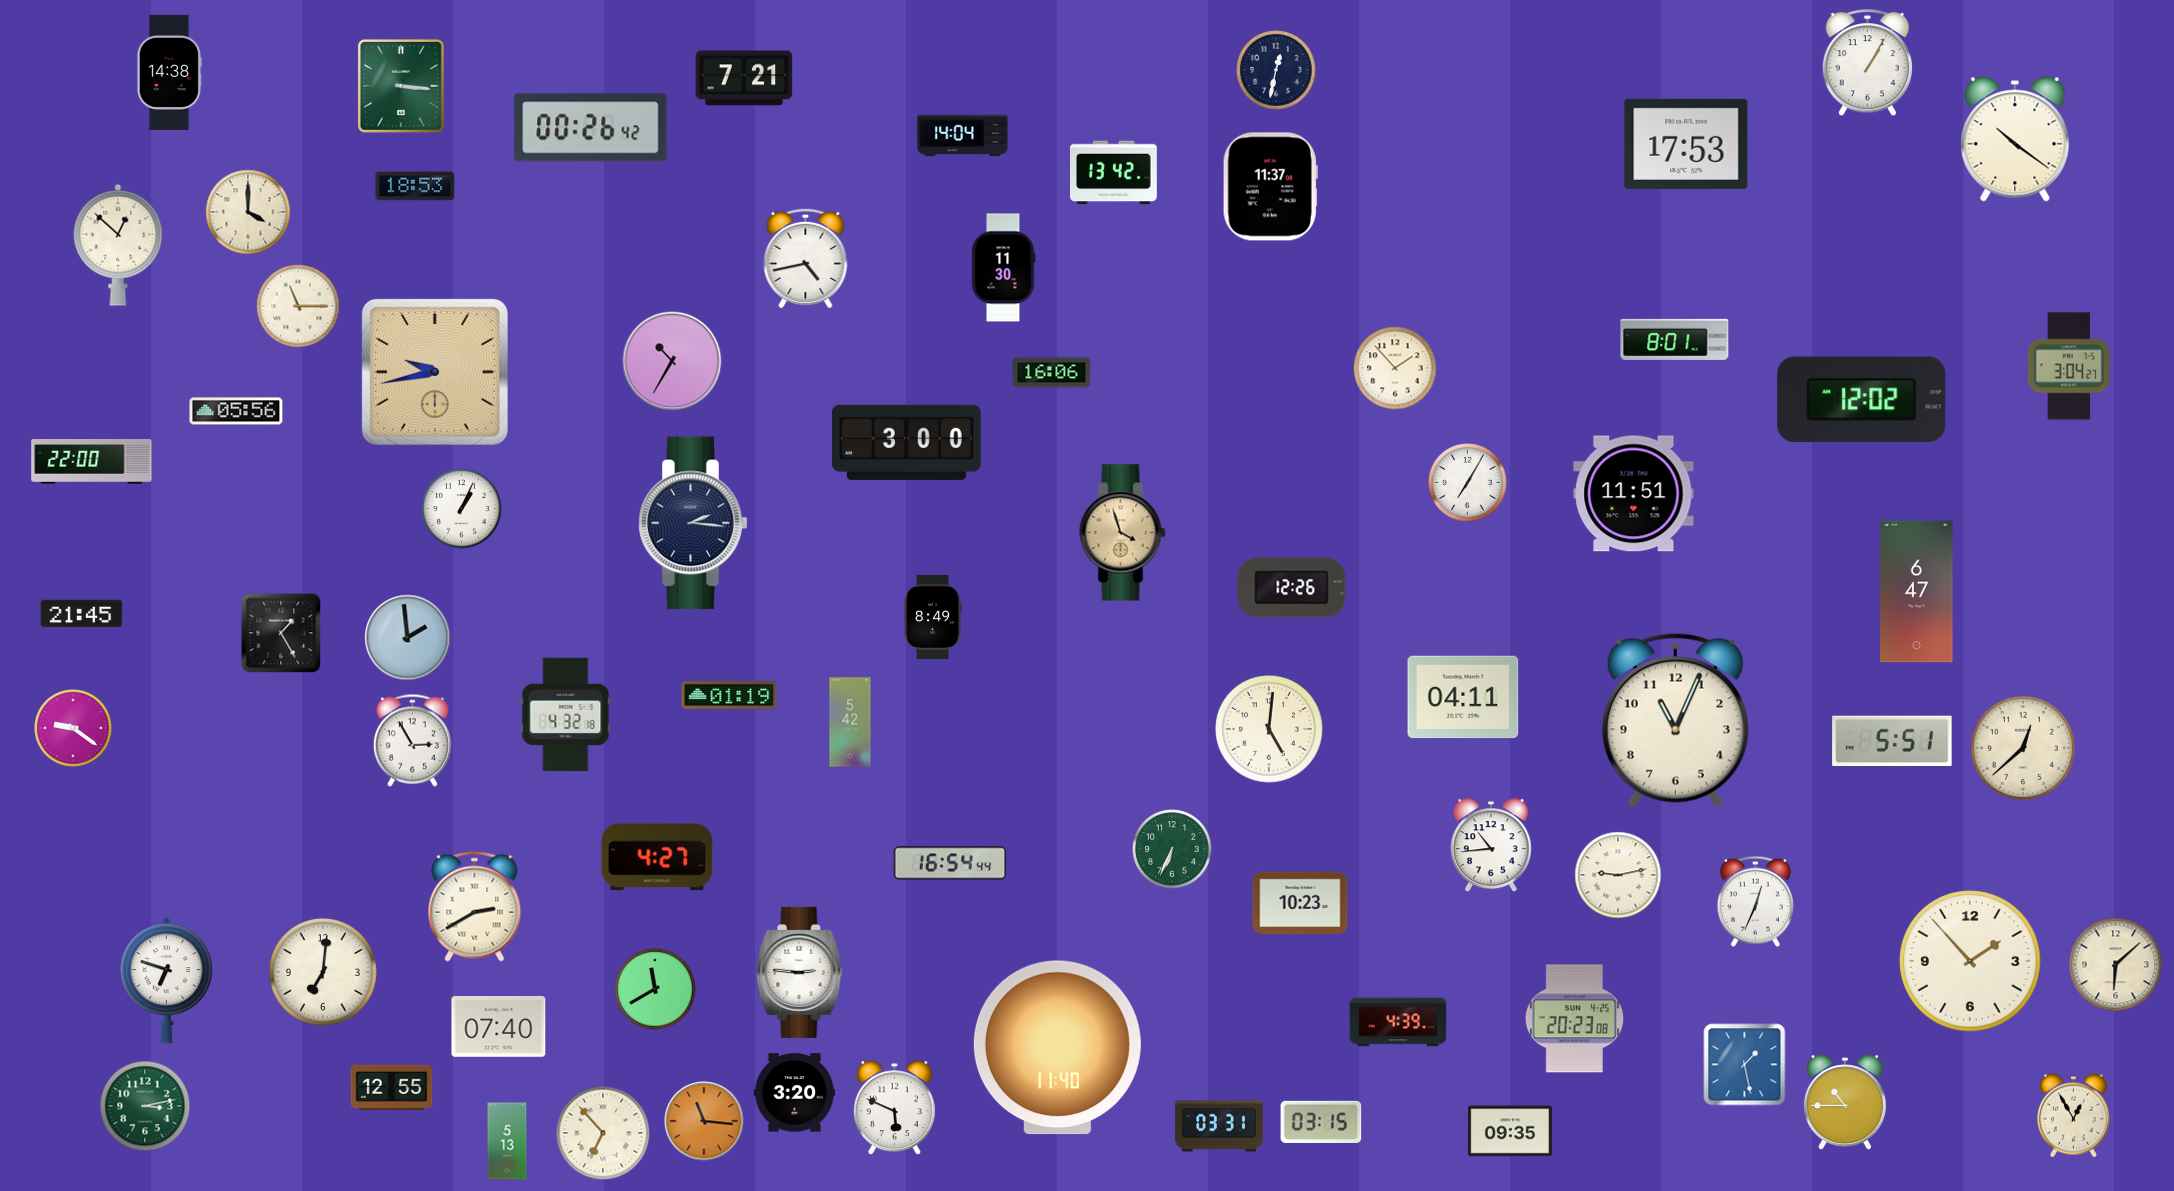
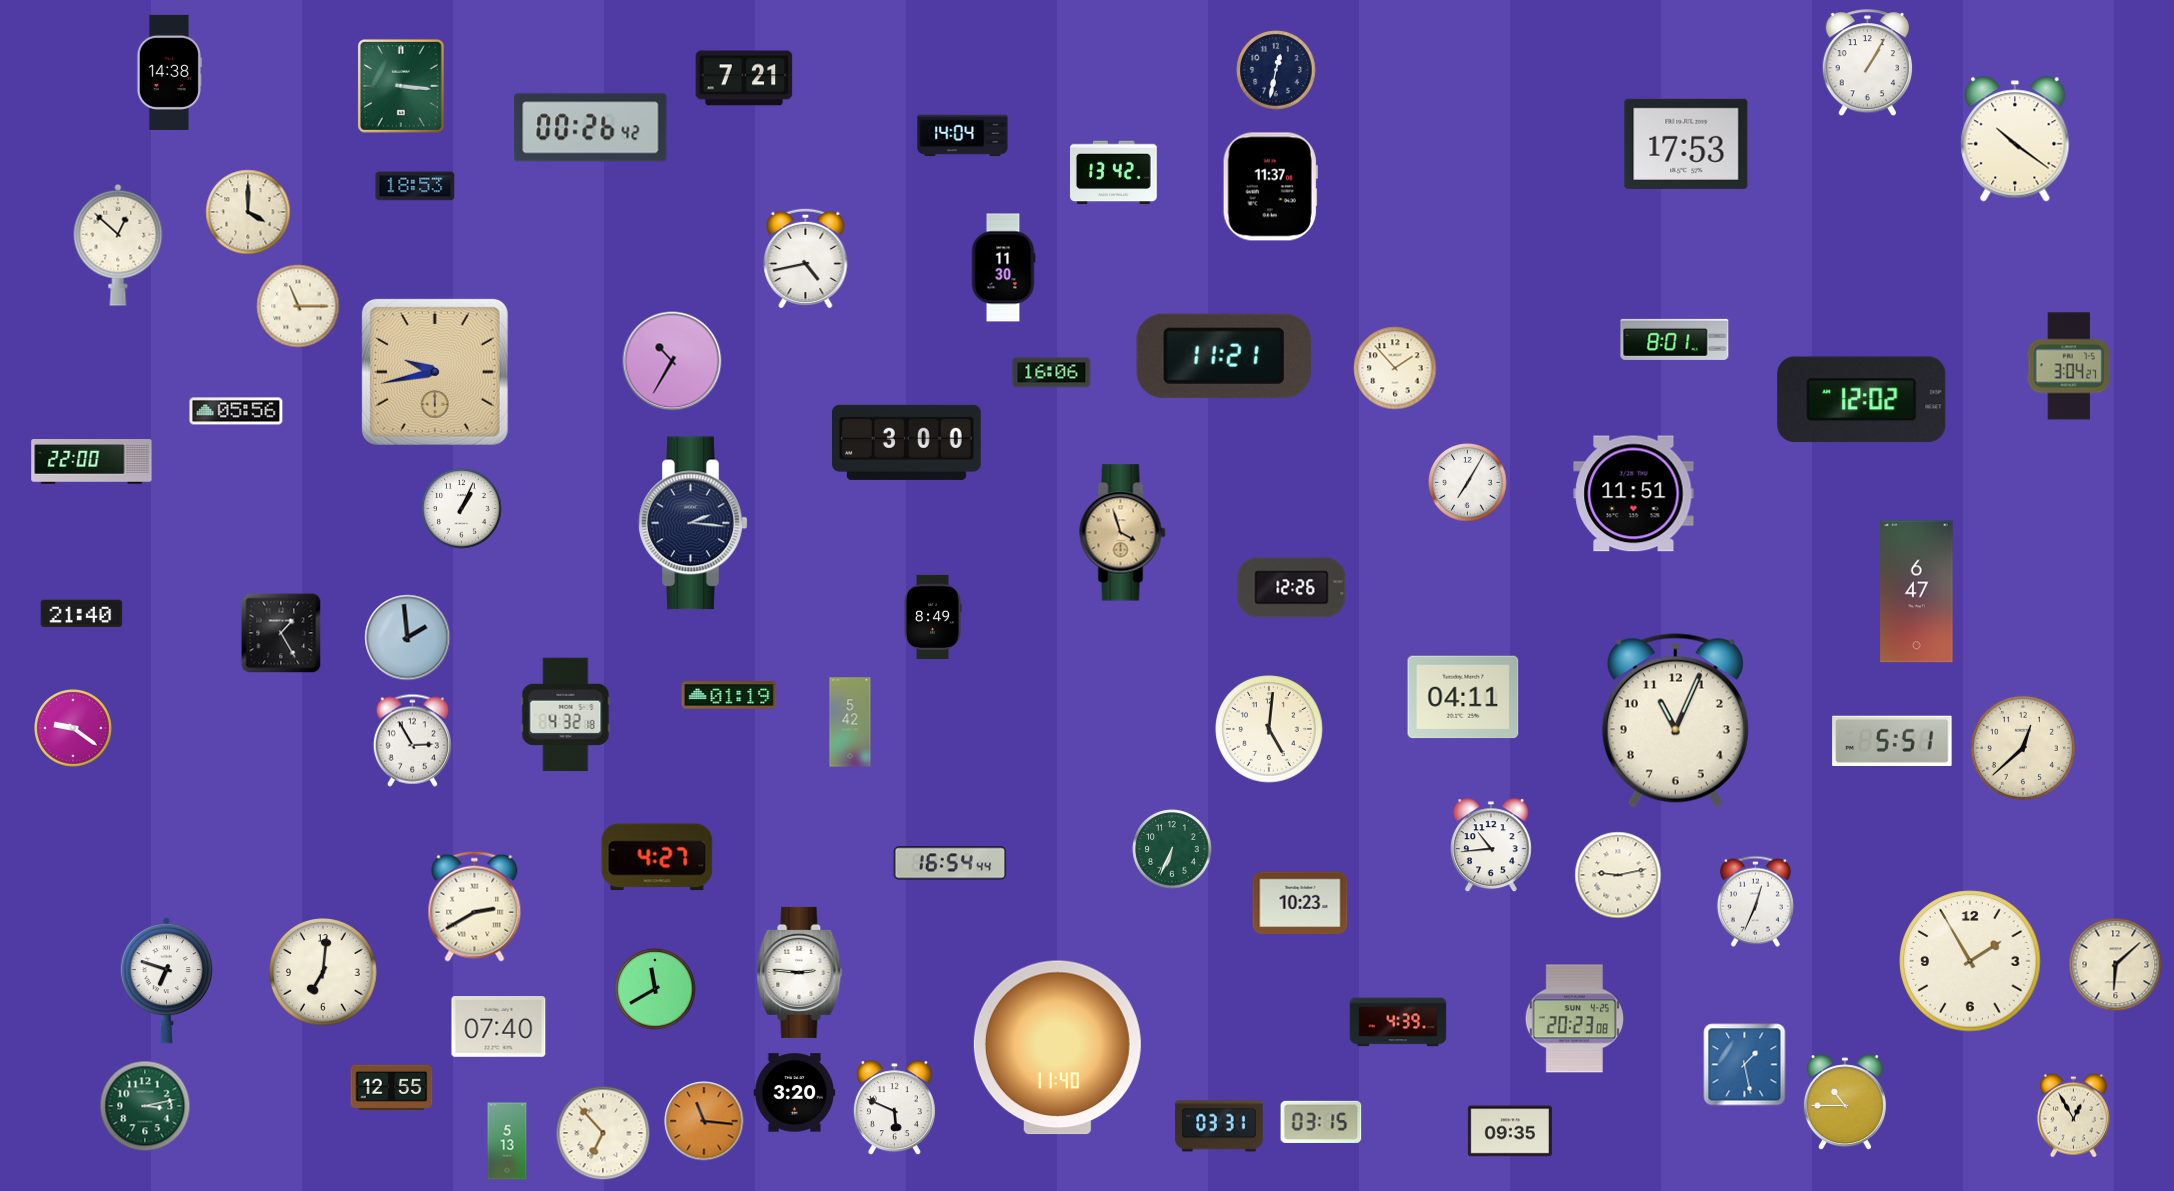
clock at (1224, 356): none -> 11:21
clock at (82, 614): 21:45 -> 21:40
clock at (1970, 961): 1:53 -> 1:55
